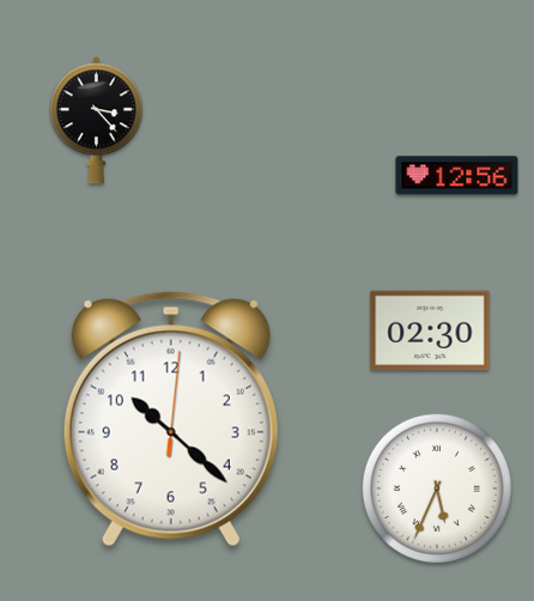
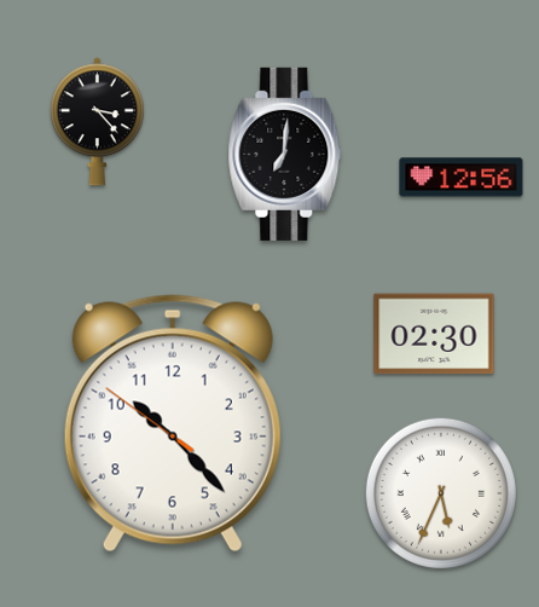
clock at (285, 154): none -> 7:01
clock at (171, 419): 10:22:01 -> 10:22:51
